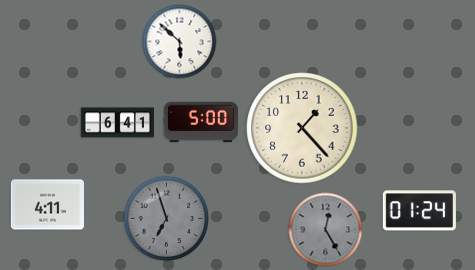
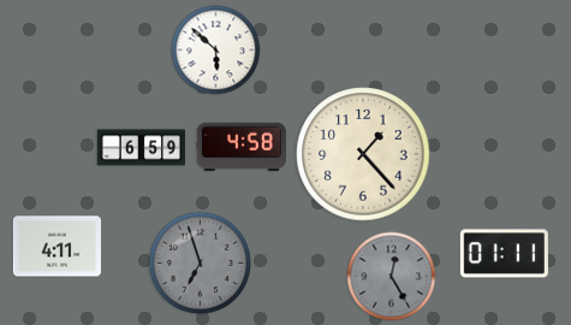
clock at (201, 122): 5:00 -> 4:58
clock at (117, 123): 6:41 -> 6:59
clock at (419, 211): 01:24 -> 01:11
